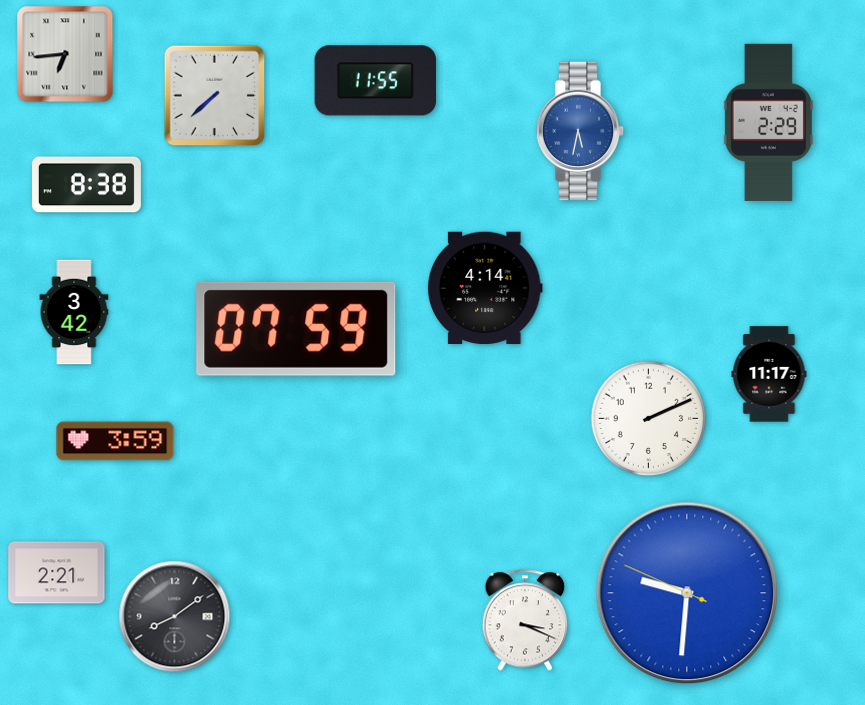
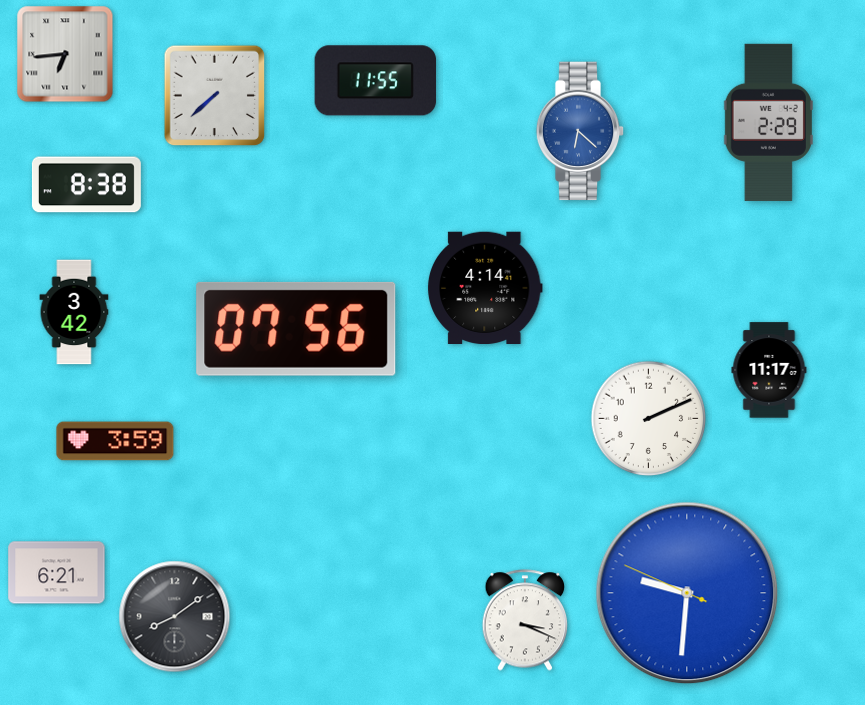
clock at (580, 131): 5:32 -> 6:22
clock at (296, 329): 07:59 -> 07:56
clock at (769, 374) position: (769, 374) -> (769, 370)
clock at (57, 573): 2:21 -> 6:21
